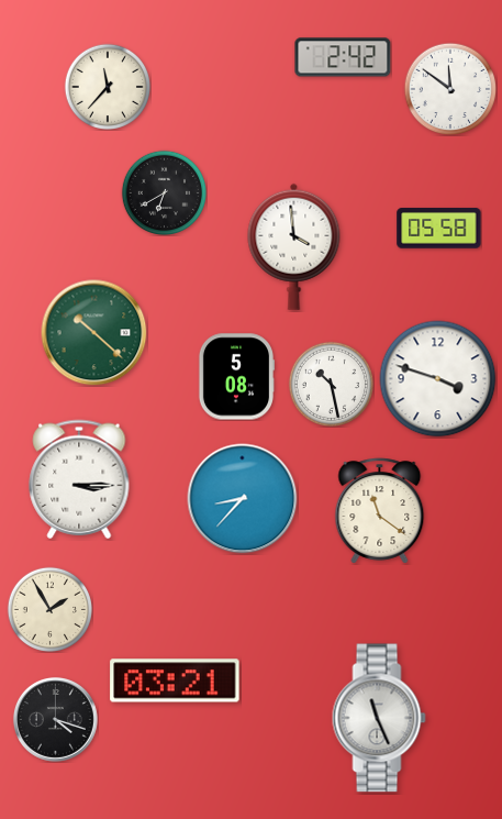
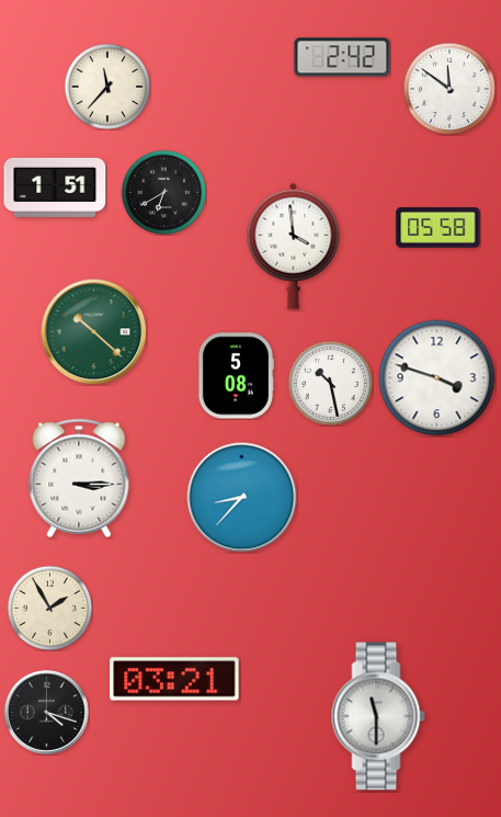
clock at (55, 188): none -> 1:51
clock at (380, 511): 11:21 -> none
clock at (379, 718): 11:26 -> 11:30
clock at (55, 719) position: (55, 719) -> (46, 712)
